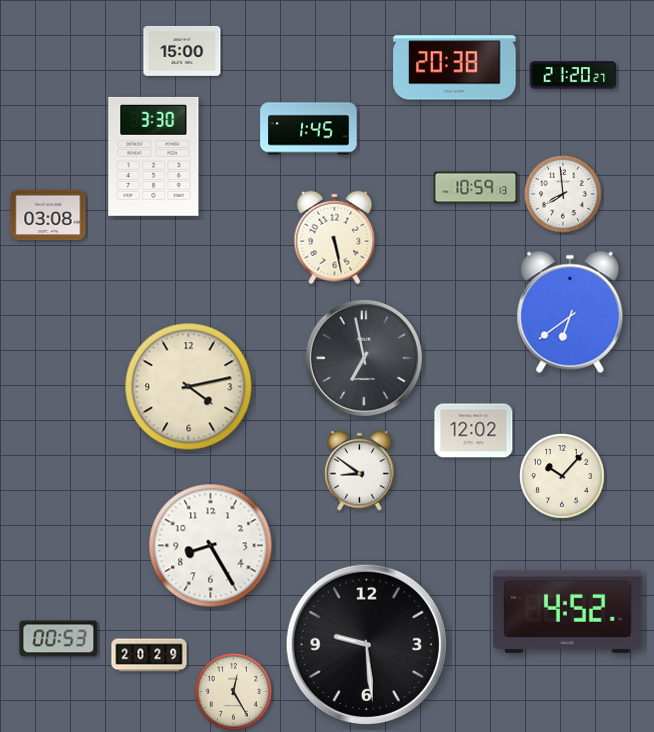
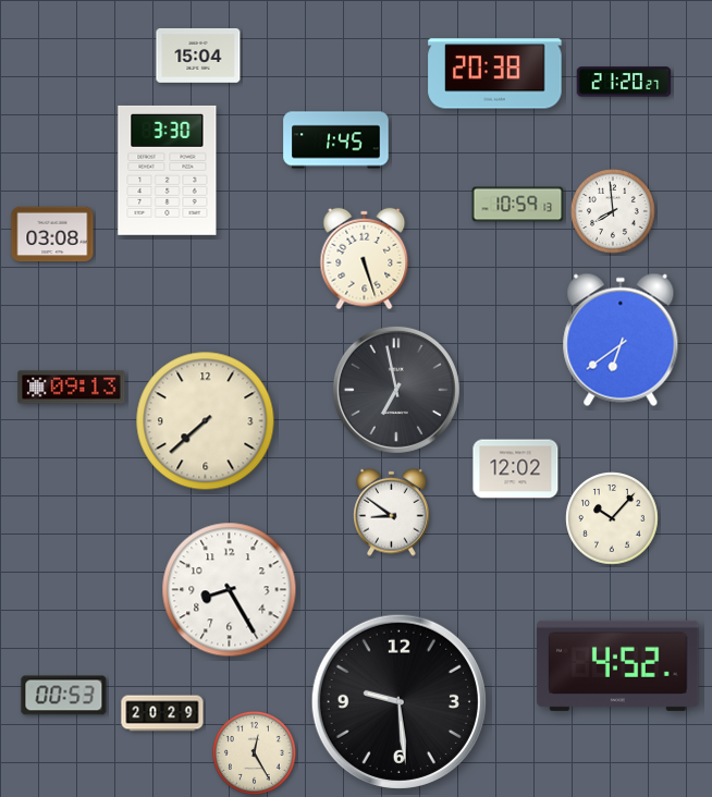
clock at (182, 51): 15:00 -> 15:04
clock at (335, 238): 5:28 -> 5:27
clock at (72, 388): none -> 09:13
clock at (189, 387): 4:13 -> 7:38
clock at (211, 546) position: (211, 546) -> (230, 590)
